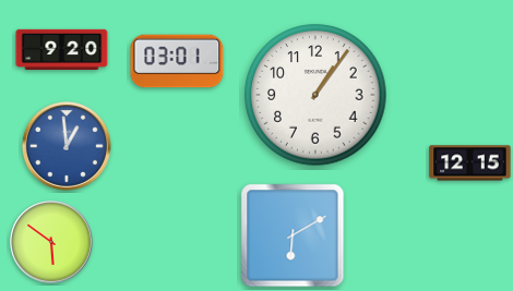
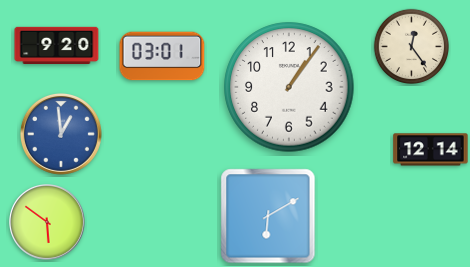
clock at (411, 46): none -> 12:24
clock at (470, 163): 12:15 -> 12:14
